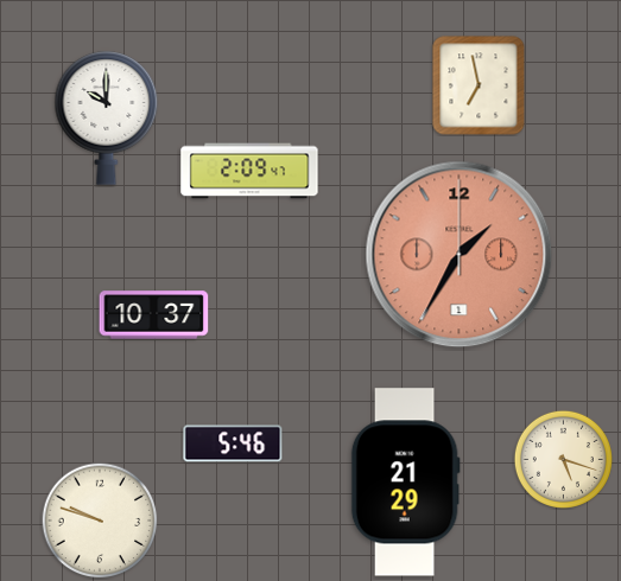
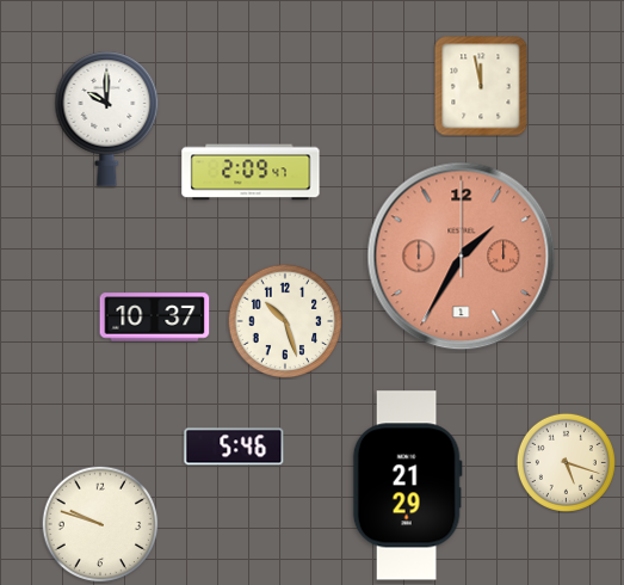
clock at (479, 85): 6:58 -> 11:58
clock at (285, 321): none -> 10:27
